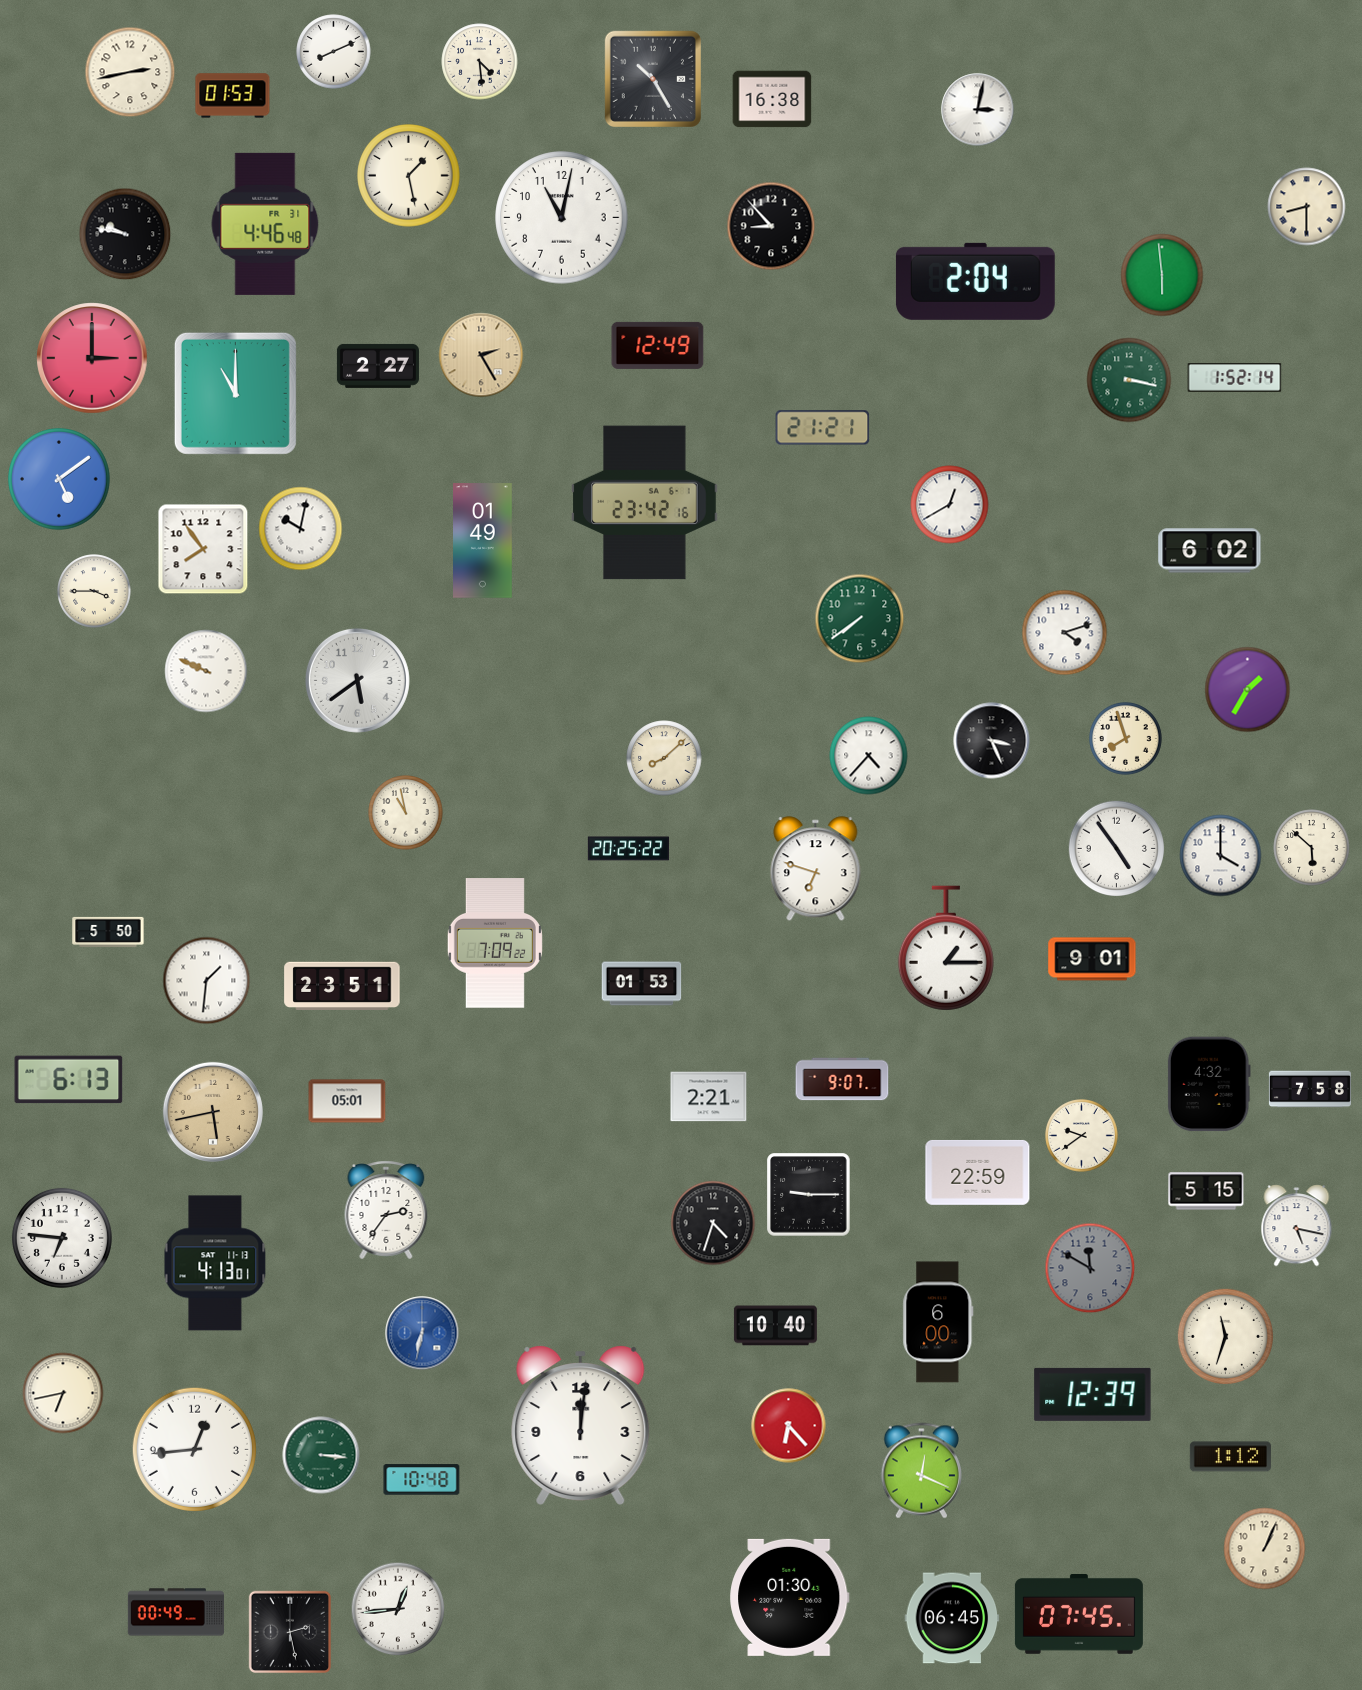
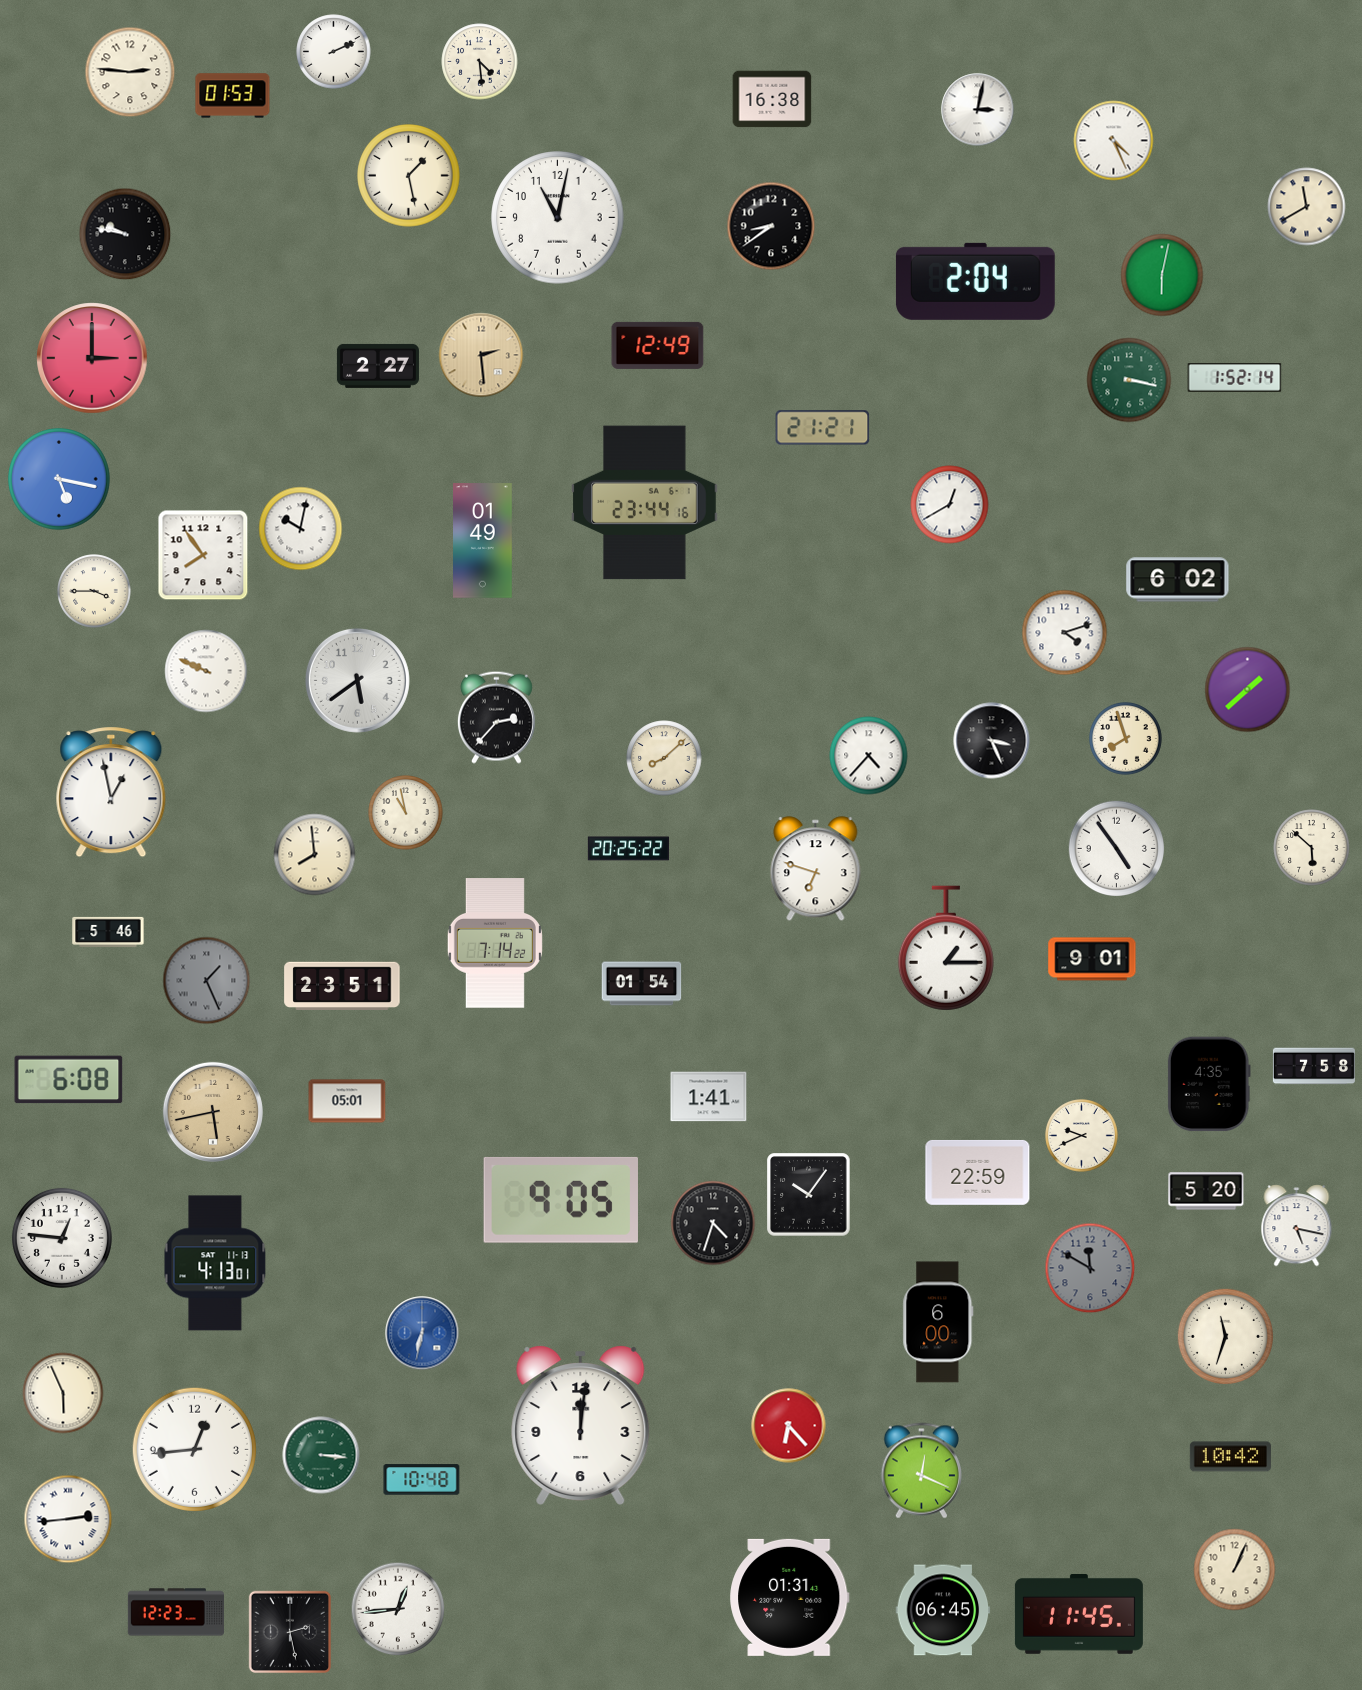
clock at (334, 52): 8:11 -> 2:11
clock at (130, 72): 2:43 -> 2:46
clock at (653, 79): 10:25 -> none
clock at (1114, 141): none -> 4:26
clock at (1307, 207): 8:30 -> 11:40
clock at (562, 218) position: (562, 218) -> (558, 218)
clock at (265, 224): 4:46 -> none
clock at (771, 226): 8:53 -> 8:39
clock at (1162, 275): 5:59 -> 6:02
clock at (481, 355): 2:25 -> 2:29
clock at (235, 393): 11:00 -> none
clock at (60, 480): 5:09 -> 5:17
clock at (645, 503): 23:42 -> 23:44
clock at (203, 549) position: (203, 549) -> (203, 555)
clock at (1210, 551) position: (1210, 551) -> (1178, 580)
clock at (860, 619): 7:39 -> none
clock at (1248, 690): 1:35 -> 1:38
clock at (496, 717): none -> 2:37
clock at (111, 792): none -> 12:58
clock at (315, 855): none -> 7:59
clock at (1221, 856): 4:00 -> none
clock at (108, 932): 5:50 -> 5:46
clock at (495, 943): 7:09 -> 7:14
clock at (207, 981): 1:31 -> 1:26
clock at (207, 981) dial: white -> grey
clock at (642, 984): 01:53 -> 01:54
clock at (842, 1079): 9:07 -> none
clock at (69, 1080): 6:13 -> 6:08
clock at (1209, 1084): 4:32 -> 4:35
clock at (1310, 1089) position: (1310, 1089) -> (1314, 1066)
clock at (709, 1097): 2:21 -> 1:41
clock at (1082, 1136): 9:39 -> 9:41
clock at (1206, 1191): 5:15 -> 5:20
clock at (809, 1195): 9:15 -> 10:06
clock at (561, 1200): none -> 9:05
clock at (386, 1210): 2:36 -> none
clock at (62, 1238): 6:46 -> 12:46
clock at (775, 1326): 10:40 -> none
clock at (63, 1393): 6:43 -> 5:56
clock at (1093, 1394): 12:39 -> none
clock at (1230, 1457): 1:12 -> 10:42
clock at (68, 1519): none -> 2:44
clock at (1265, 1549) position: (1265, 1549) -> (1235, 1570)
clock at (790, 1597): 01:30 -> 01:31
clock at (176, 1612): 00:49 -> 12:23
clock at (1079, 1614): 07:45 -> 11:45
clock at (952, 1618) position: (952, 1618) -> (943, 1610)
